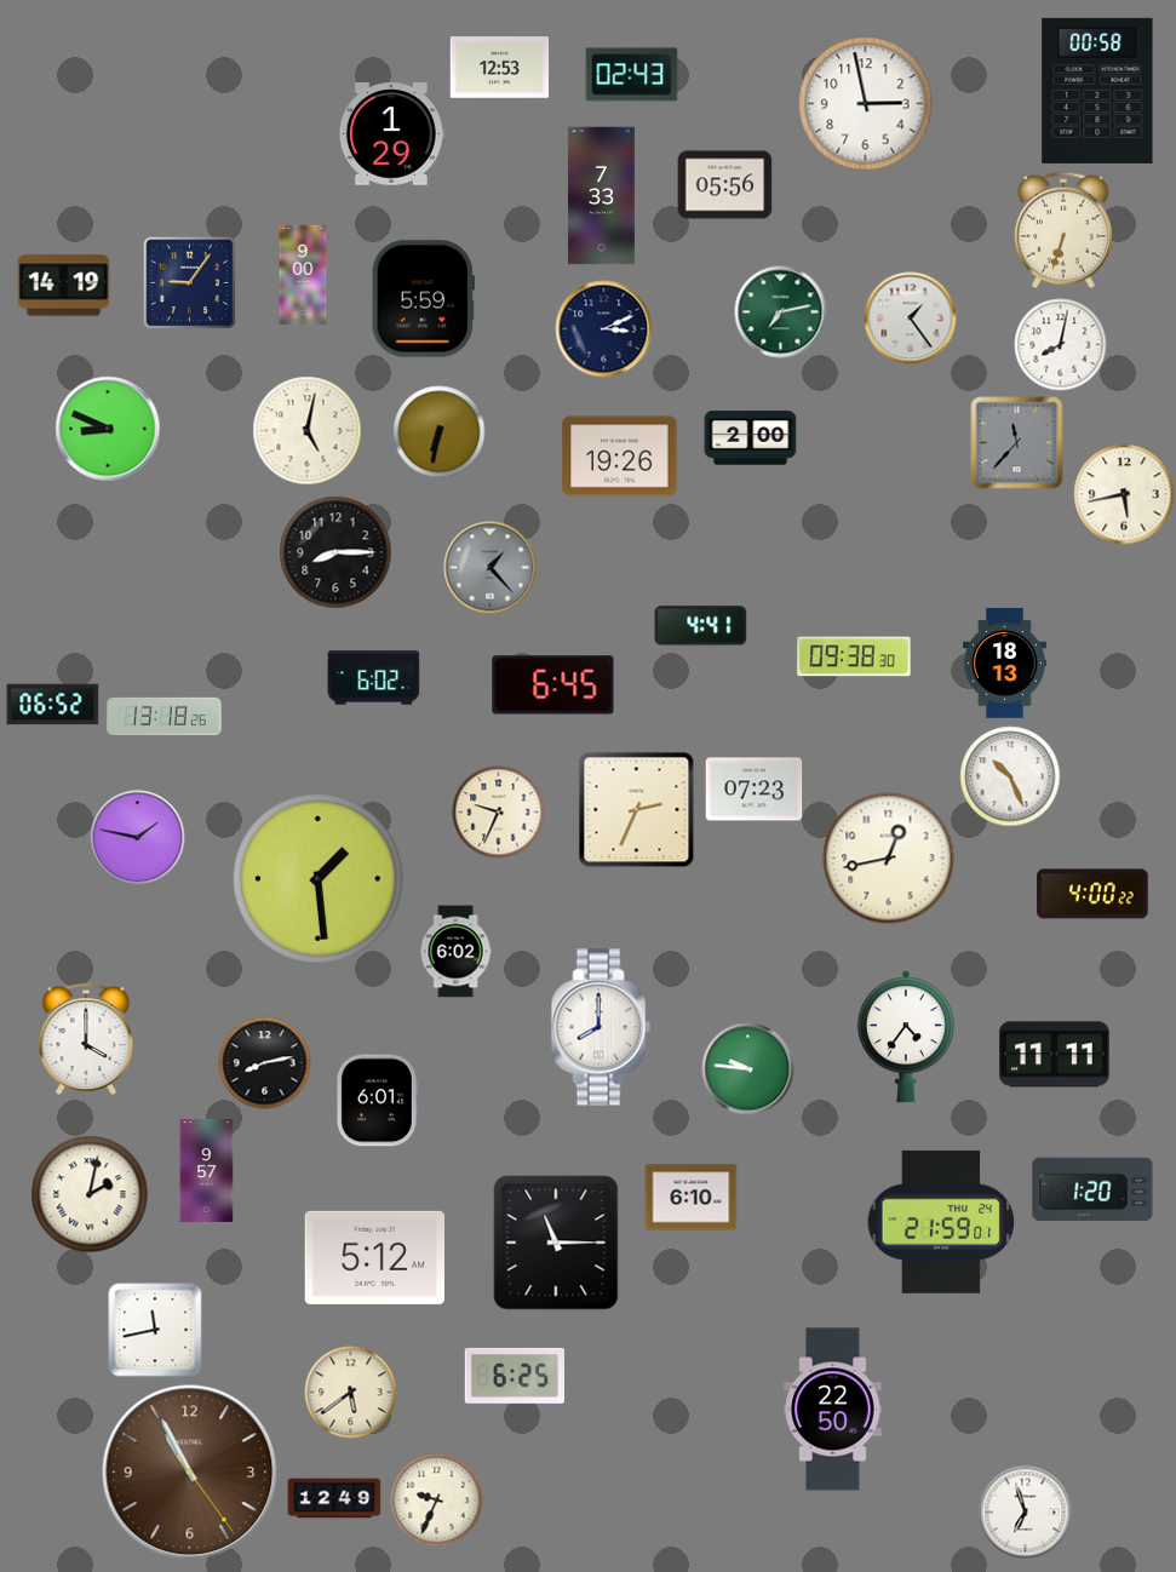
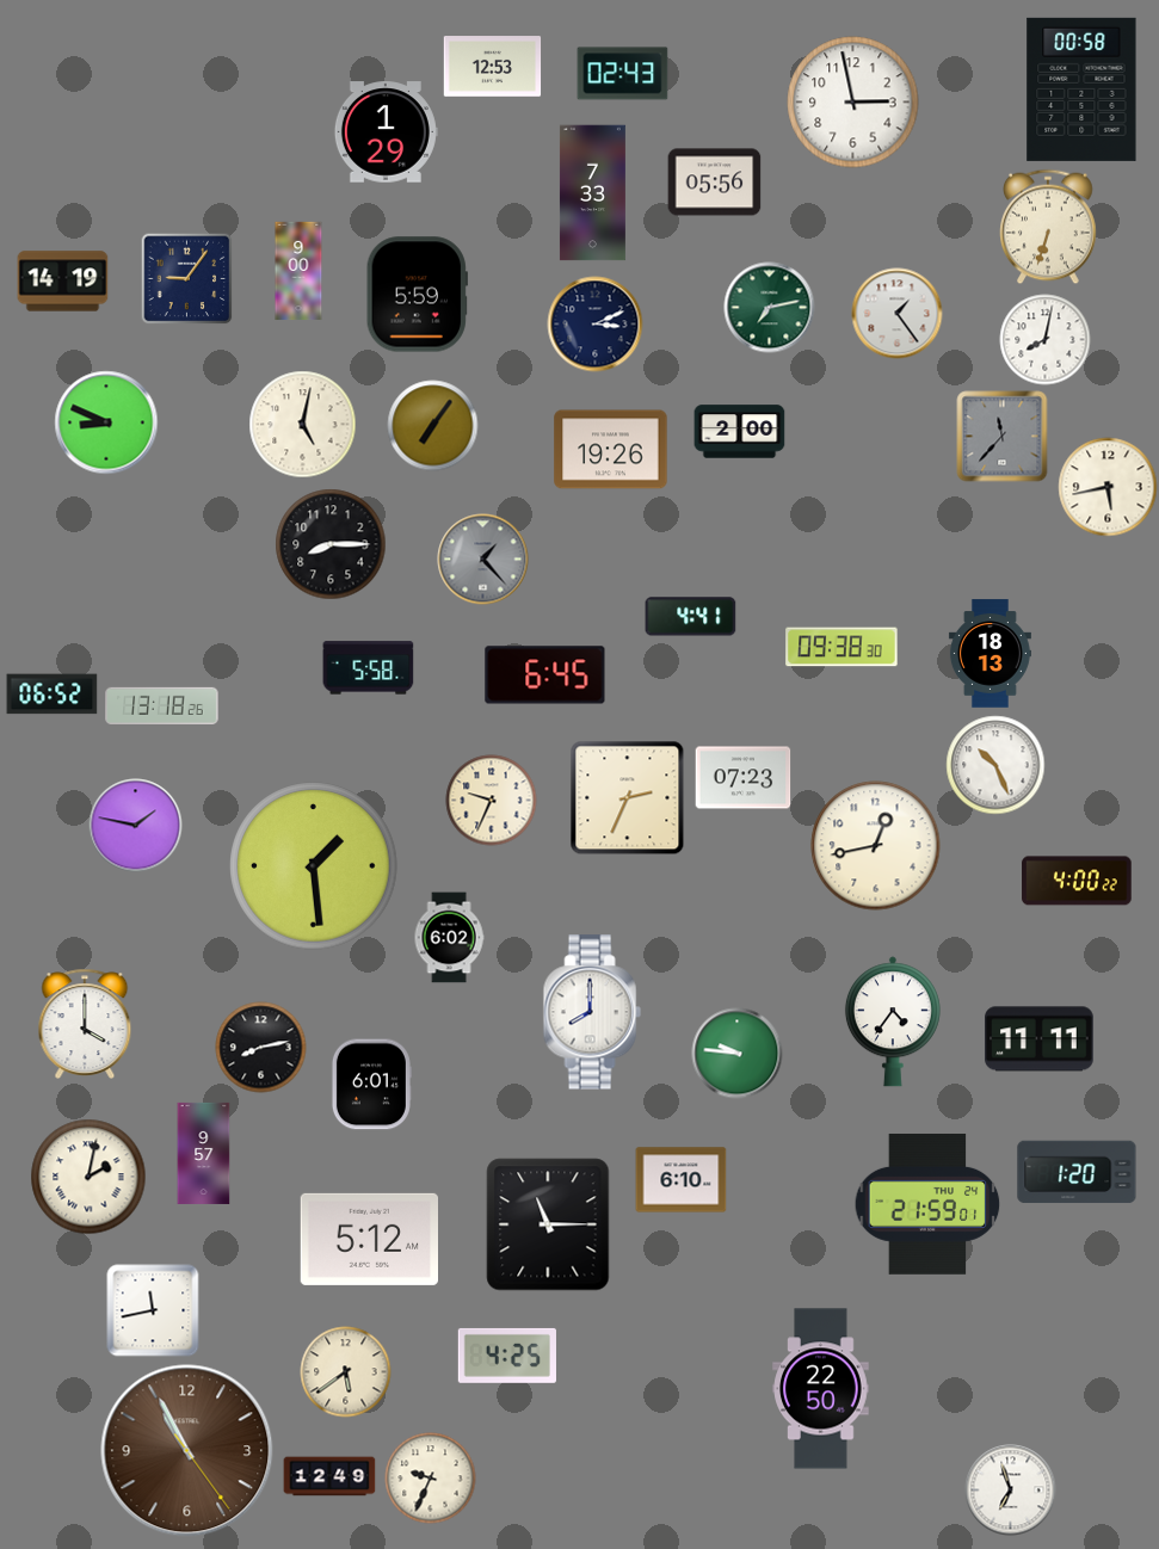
clock at (440, 432): 6:32 -> 7:06
clock at (374, 678): 6:02 -> 5:58
clock at (514, 1376): 6:25 -> 4:25
